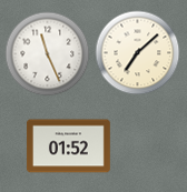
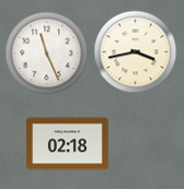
clock at (138, 53): 7:08 -> 3:43
clock at (68, 146): 01:52 -> 02:18
